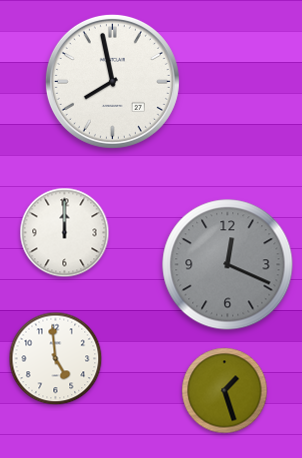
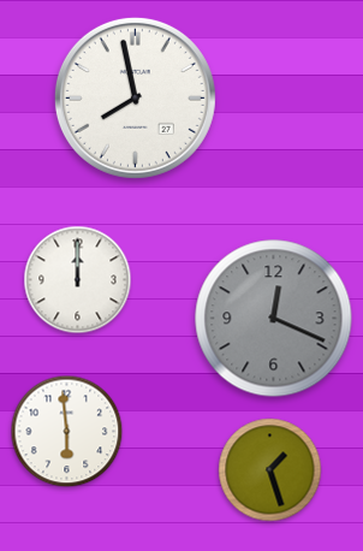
clock at (56, 359): 4:59 -> 5:59
